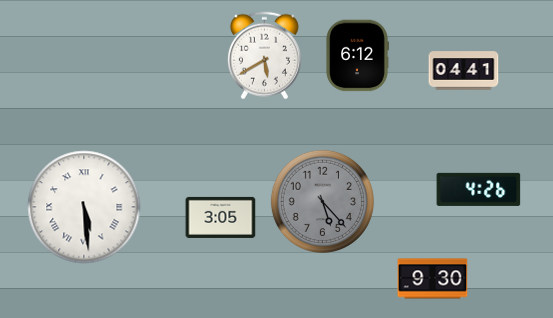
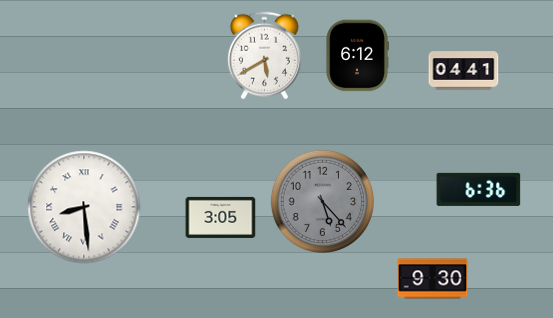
clock at (479, 189): 4:26 -> 6:36
clock at (84, 207): 5:29 -> 8:29
